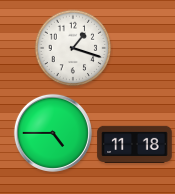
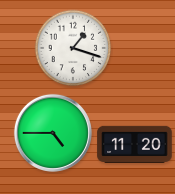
clock at (135, 145): 11:18 -> 11:20
